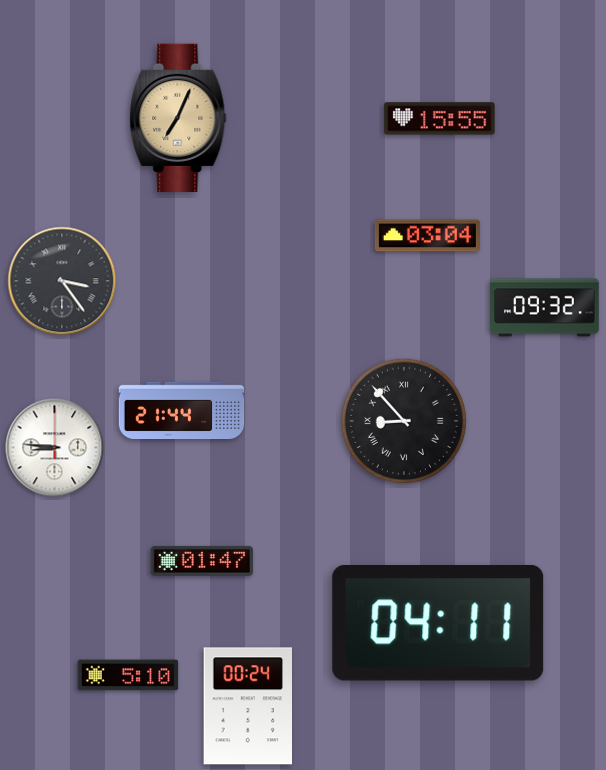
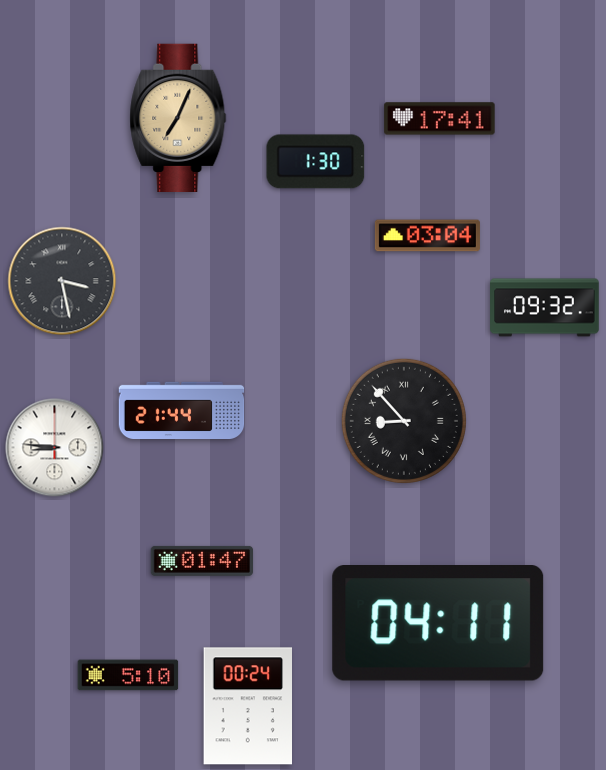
clock at (440, 119): 15:55 -> 17:41
clock at (316, 162): none -> 1:30
clock at (62, 281): 3:24 -> 3:28
